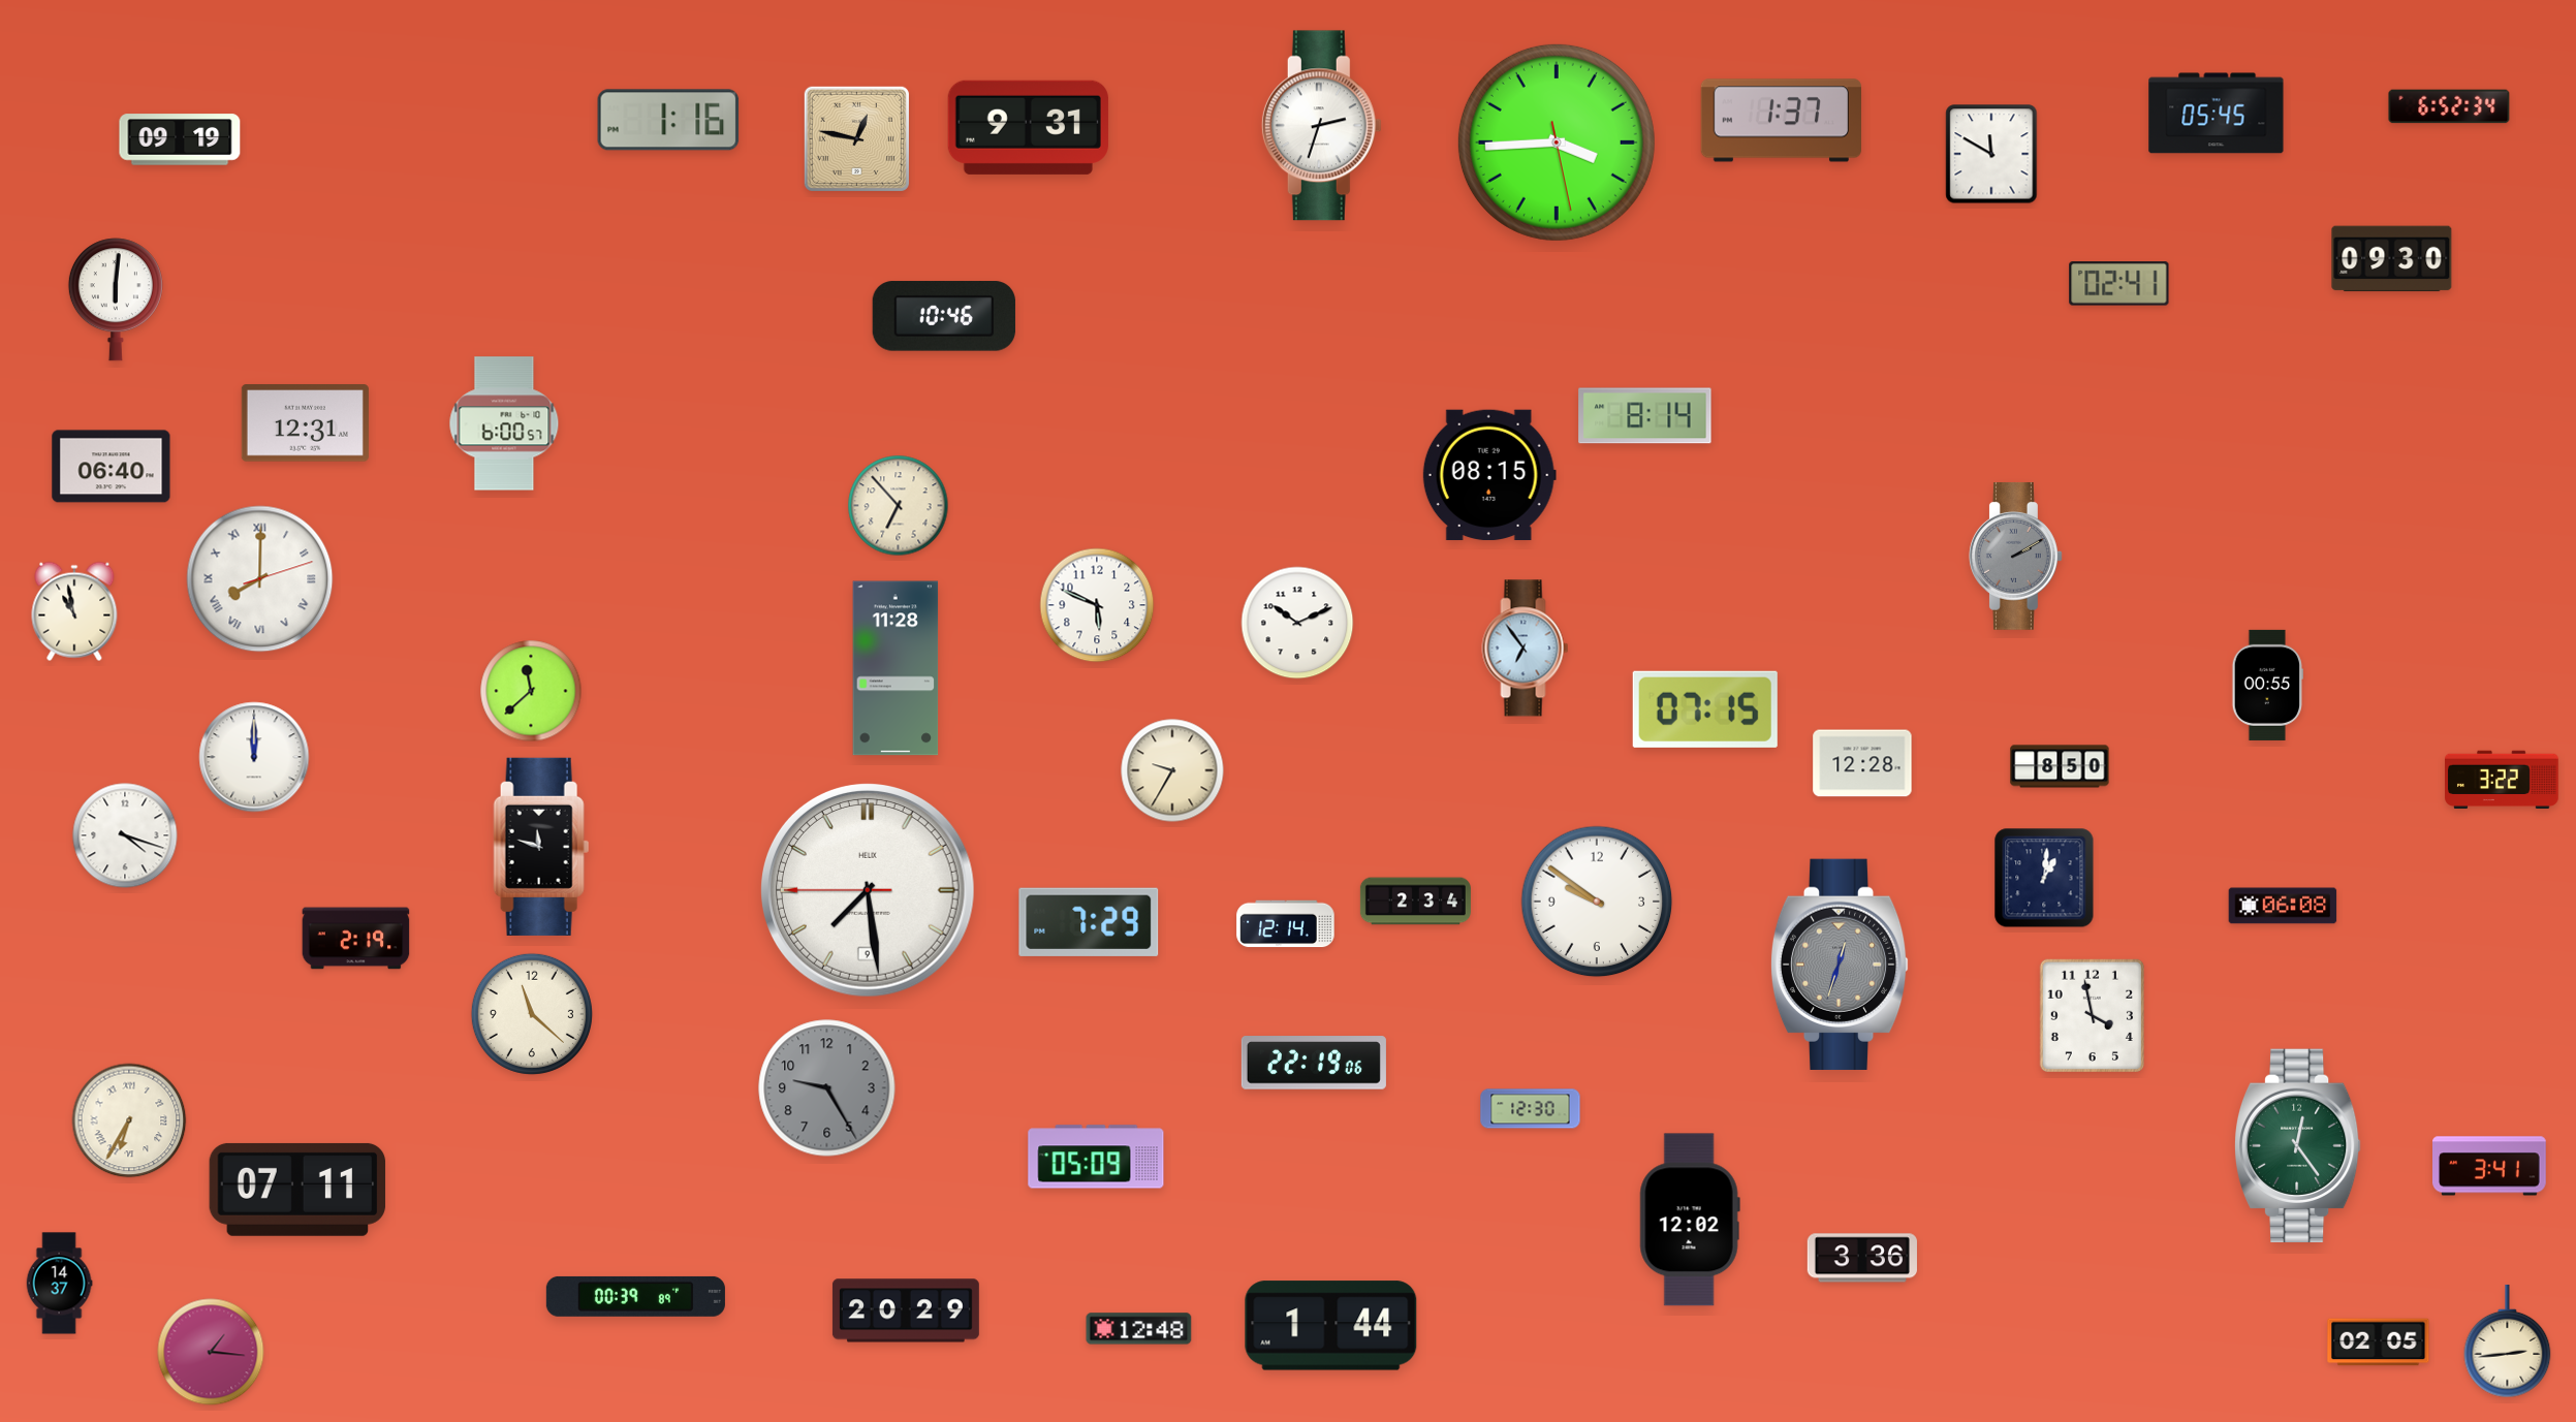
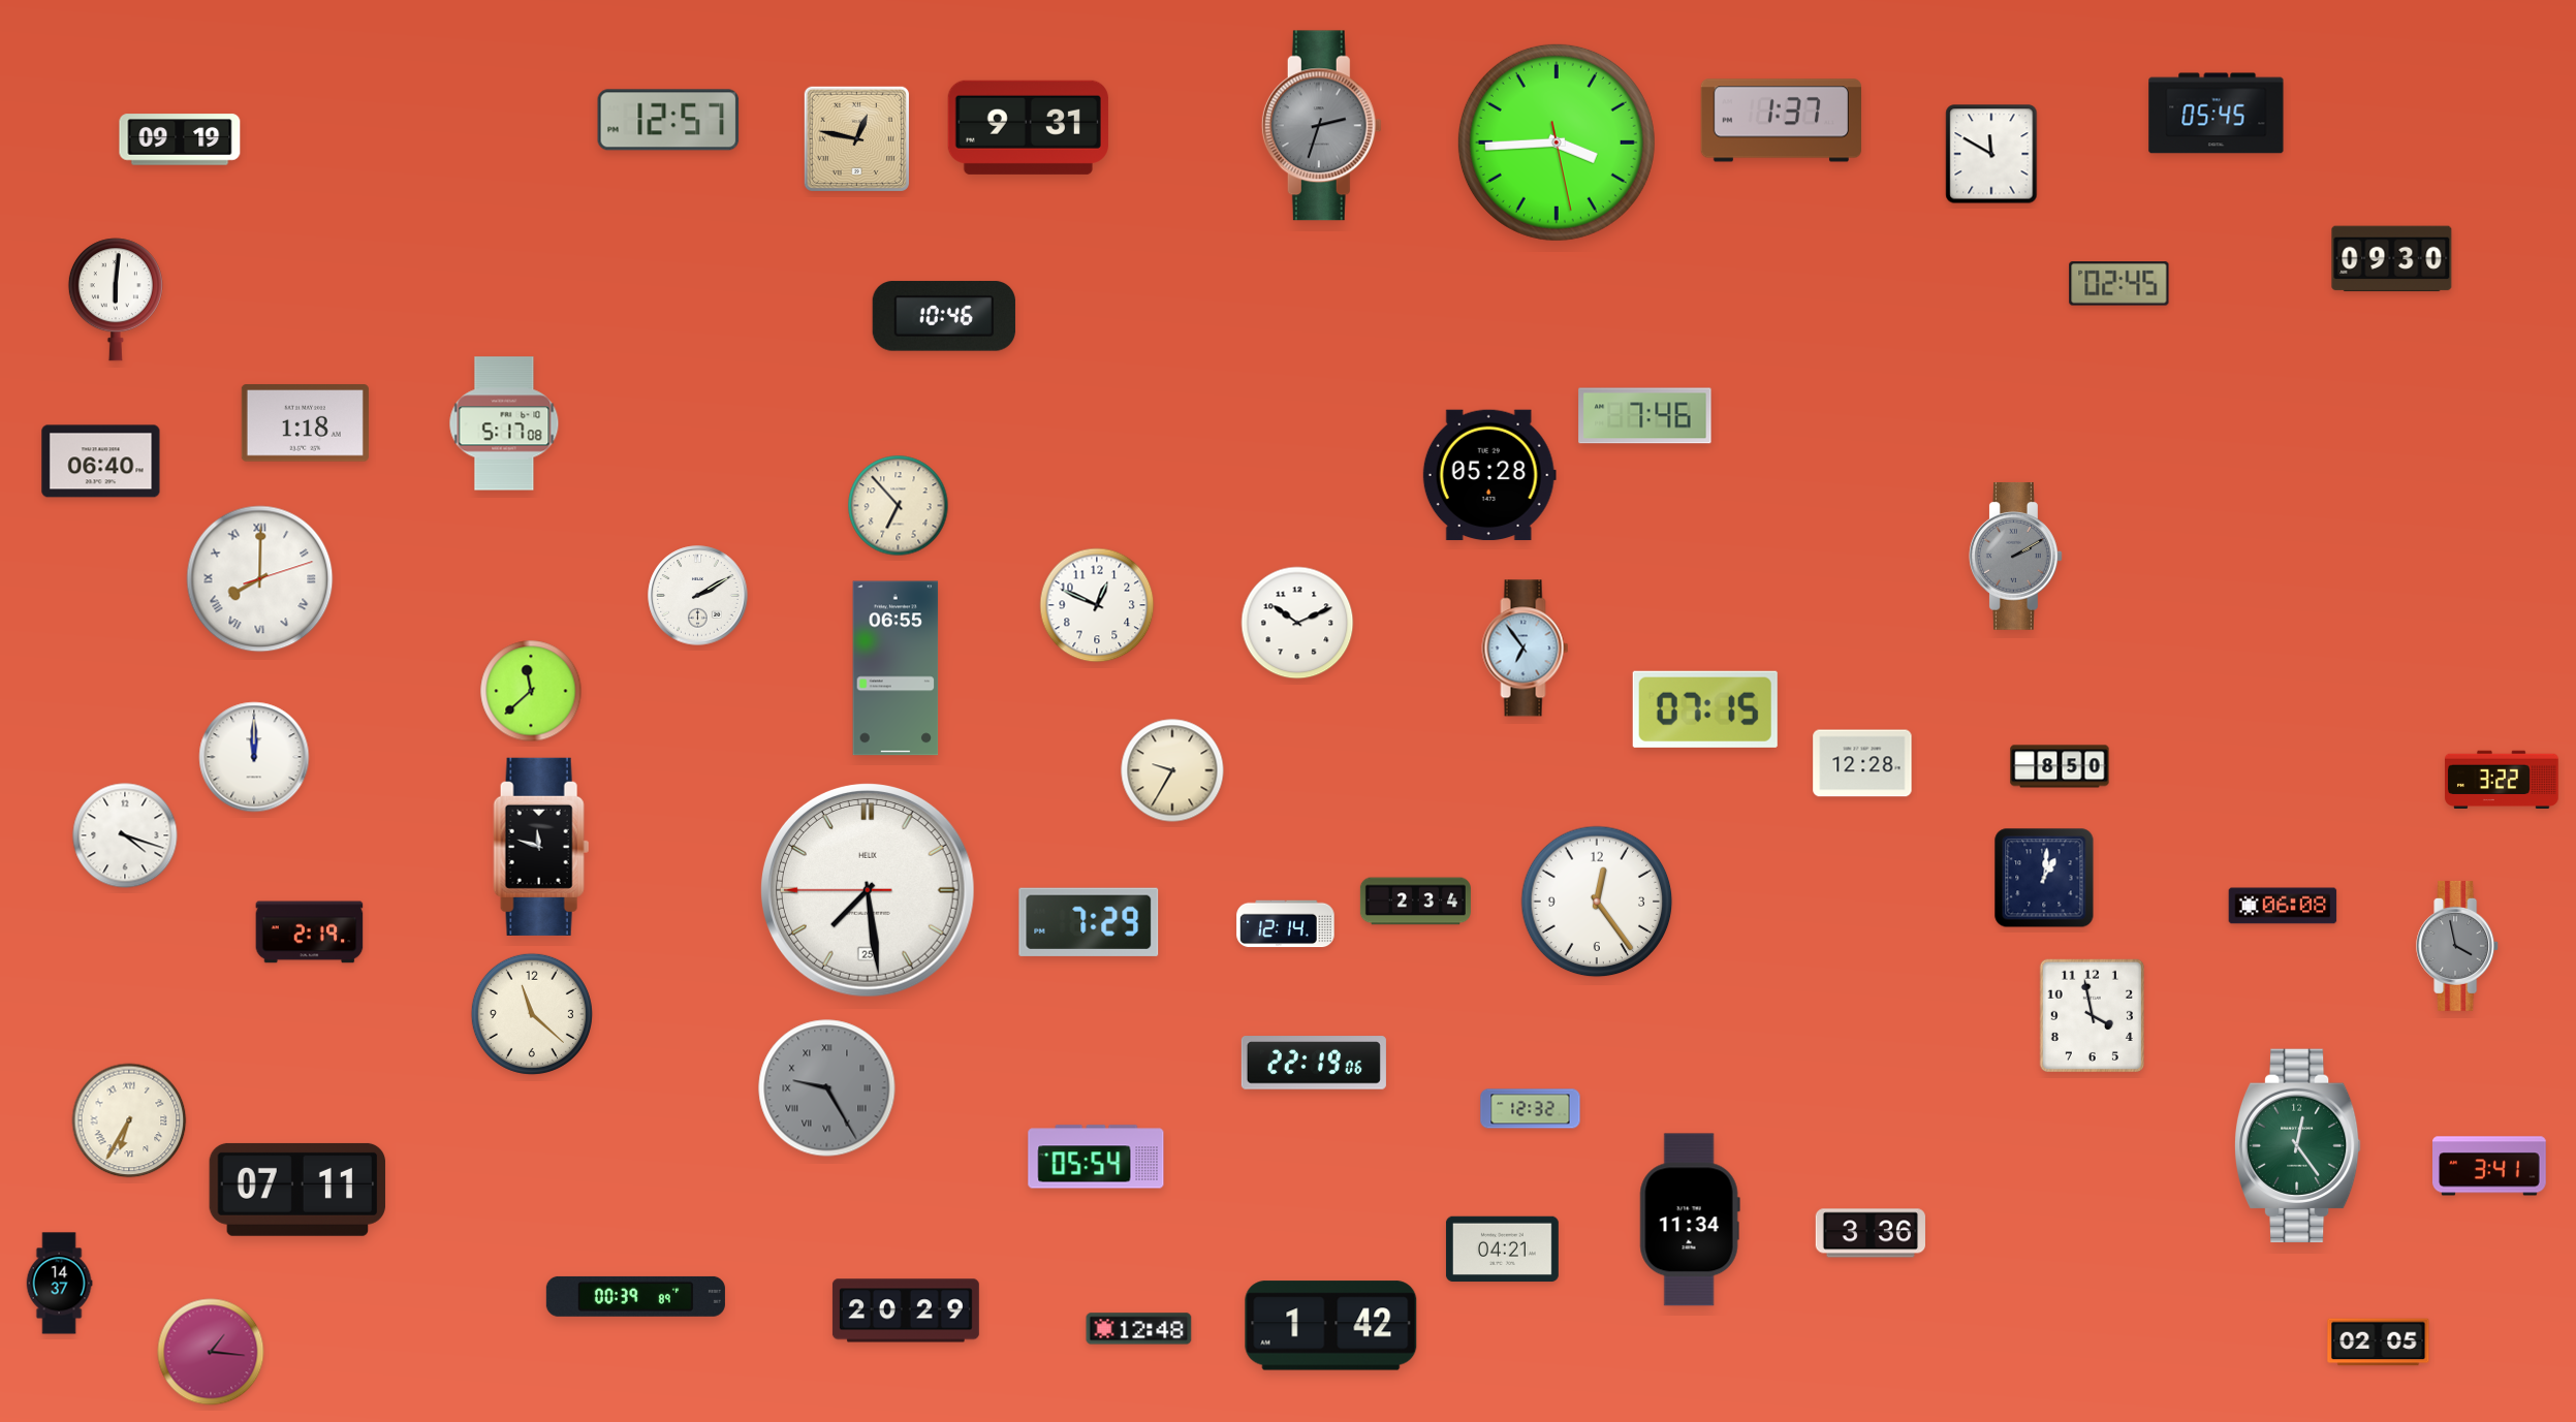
clock at (2449, 106): 6:52 -> none
clock at (668, 120): 1:16 -> 12:57
clock at (1321, 126) dial: white -> grey
clock at (2119, 284): 02:41 -> 02:45
clock at (1645, 416): 8:14 -> 7:46
clock at (305, 423): 12:31 -> 1:18
clock at (504, 423): 6:00 -> 5:17
clock at (112, 467) position: (112, 467) -> (101, 462)
clock at (1489, 475): 08:15 -> 05:28
clock at (698, 596): none -> 2:10
clock at (1097, 605): 5:49 -> 12:49
clock at (74, 611): 10:58 -> none
clock at (896, 668): 11:28 -> 06:55
clock at (2267, 685): 00:55 -> none
clock at (868, 890) date: 9 -> 25
clock at (1597, 902): 9:51 -> 12:24
clock at (356, 939) position: (356, 939) -> (310, 933)
clock at (2458, 946): none -> 3:58
clock at (1840, 965): 12:33 -> none
clock at (827, 1088) numerals: Arabic -> Roman
clock at (1531, 1109): 12:30 -> 12:32
clock at (1096, 1157): 05:09 -> 05:54
clock at (1690, 1220): 12:02 -> 11:34
clock at (1502, 1250): none -> 04:21
clock at (1862, 1258) position: (1862, 1258) -> (1871, 1233)
clock at (1331, 1326): 1:44 -> 1:42
clock at (2508, 1341): 2:44 -> none
